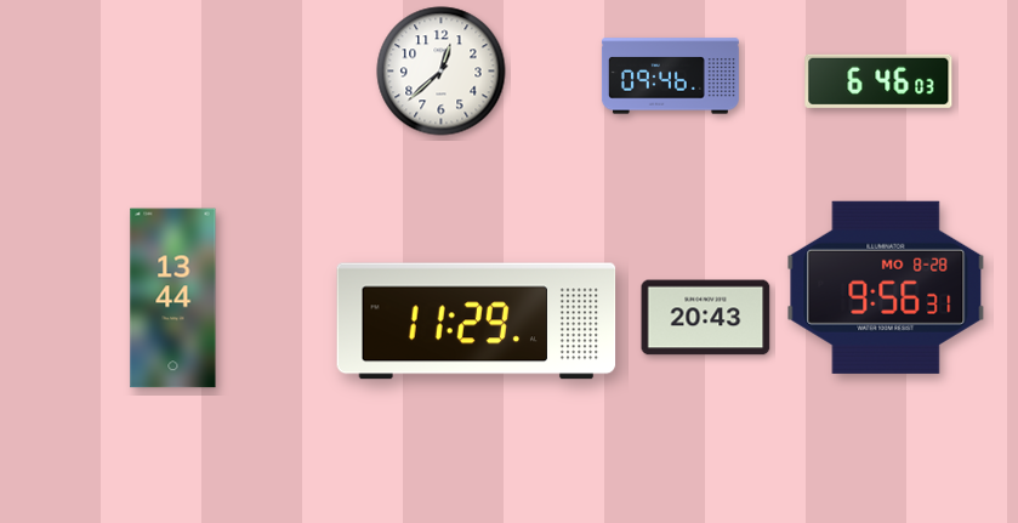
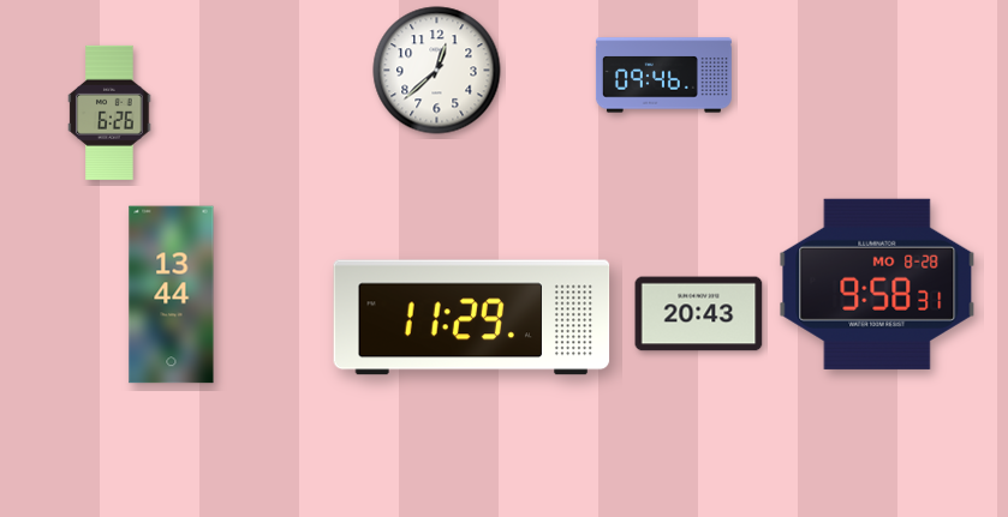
clock at (878, 81): 6:46 -> none
clock at (109, 113): none -> 6:26
clock at (886, 288): 9:56 -> 9:58
